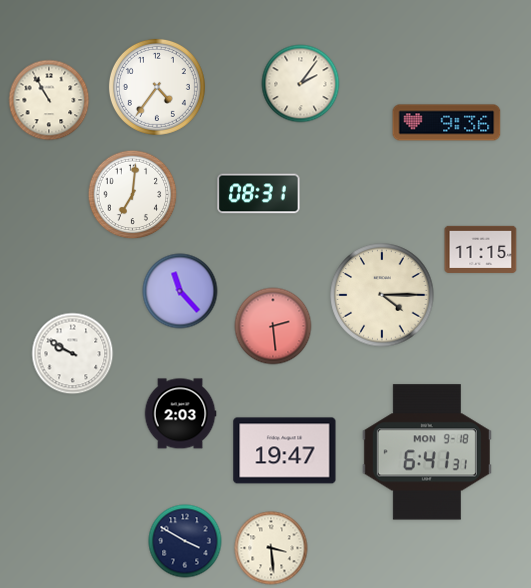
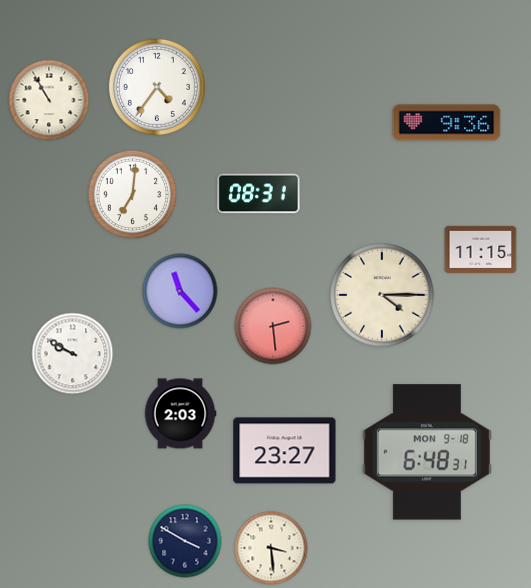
clock at (301, 84): 2:06 -> none
clock at (285, 451): 19:47 -> 23:27
clock at (427, 452): 6:41 -> 6:48
